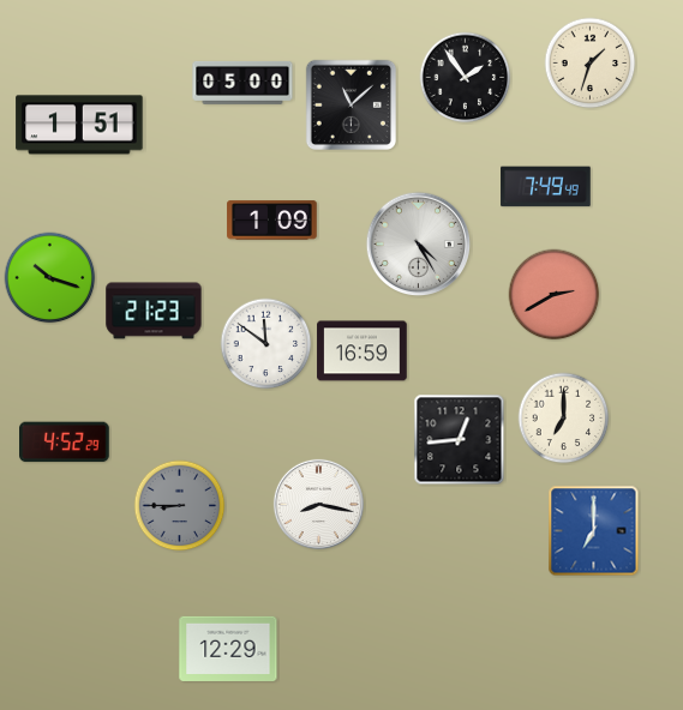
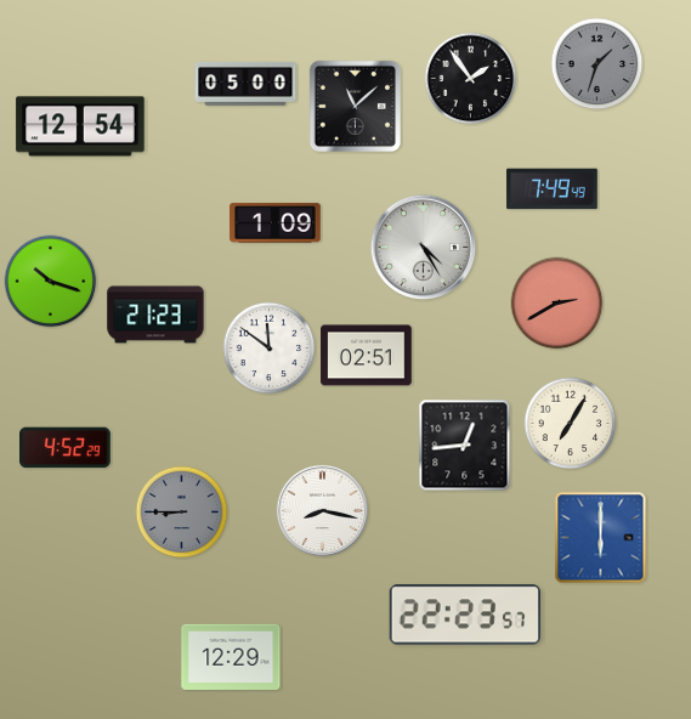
clock at (591, 64) dial: cream -> grey
clock at (79, 125): 1:51 -> 12:54
clock at (555, 295) position: (555, 295) -> (557, 304)
clock at (363, 351): 16:59 -> 02:51
clock at (564, 419): 7:00 -> 7:05
clock at (594, 531): 7:00 -> 6:00
clock at (464, 615): none -> 22:23
